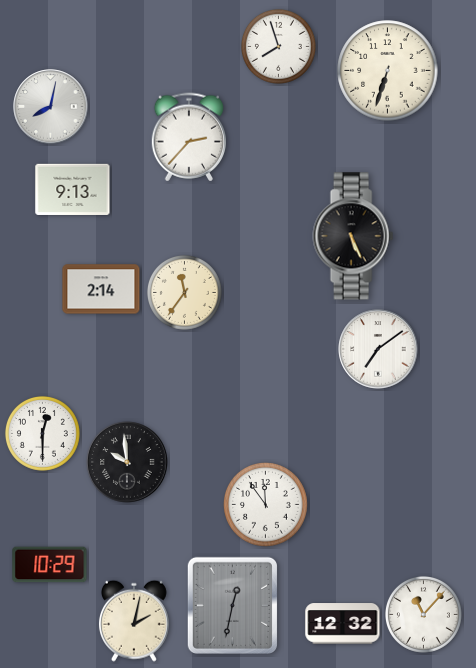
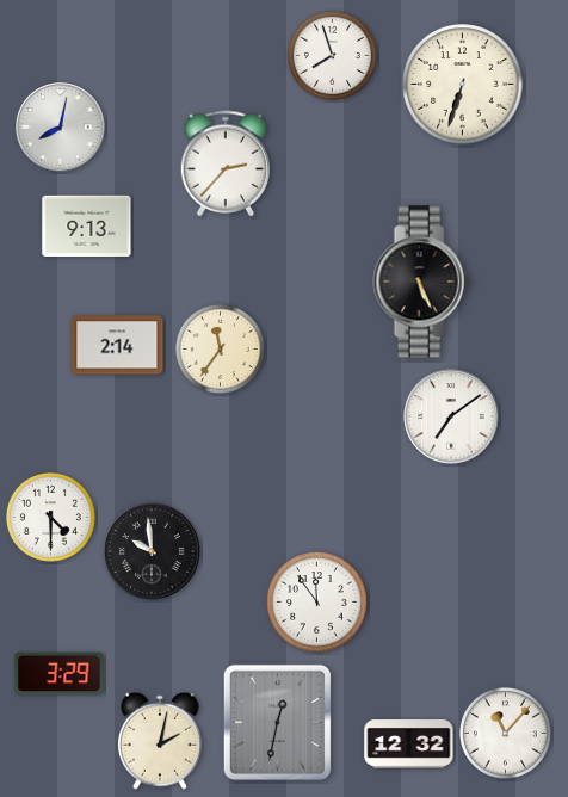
clock at (101, 289) position: (101, 289) -> (117, 345)
clock at (42, 433): 12:30 -> 4:30
clock at (50, 565): 10:29 -> 3:29
